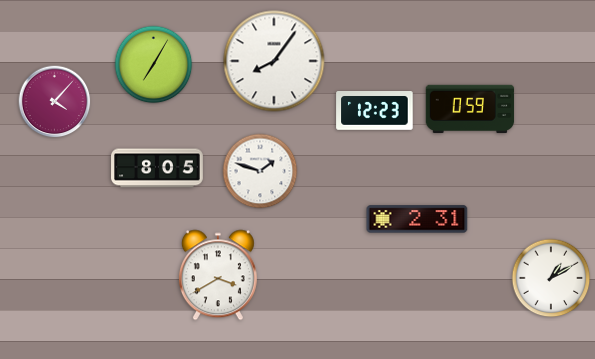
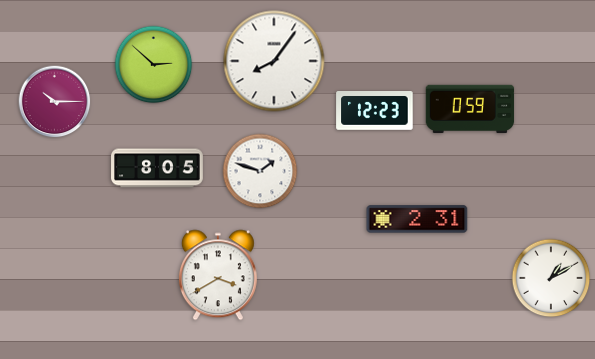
clock at (154, 65): 7:05 -> 2:52
clock at (55, 102): 4:07 -> 10:15
